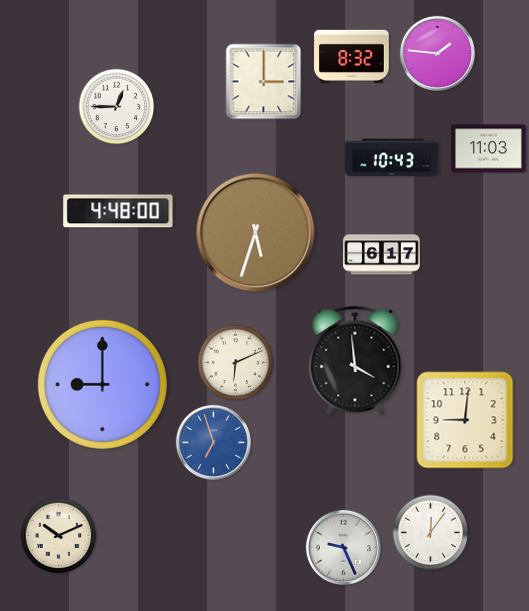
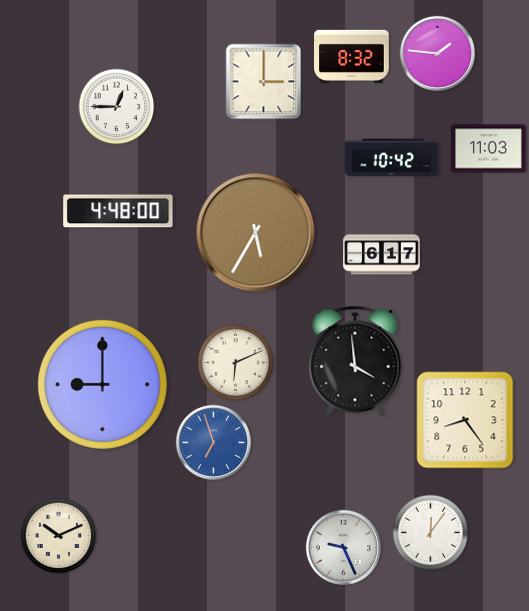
clock at (392, 158): 10:43 -> 10:42
clock at (256, 233): 5:33 -> 5:35
clock at (465, 420): 9:01 -> 8:24
